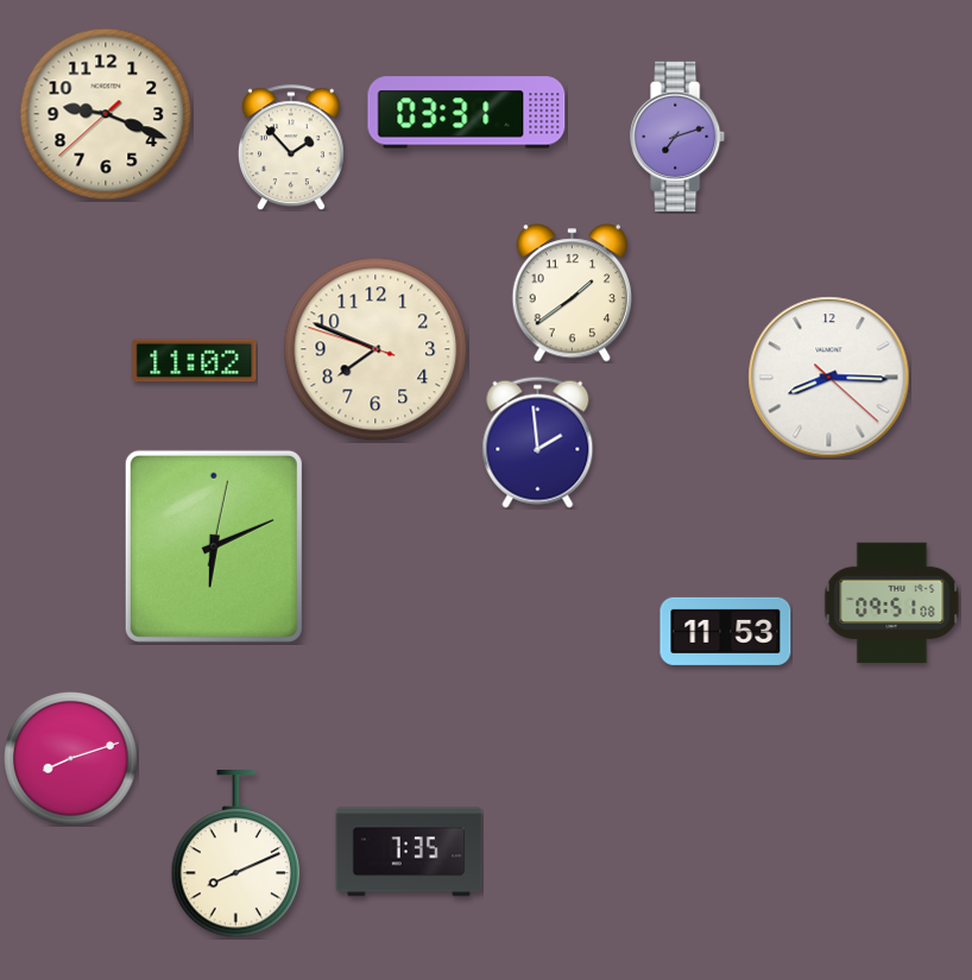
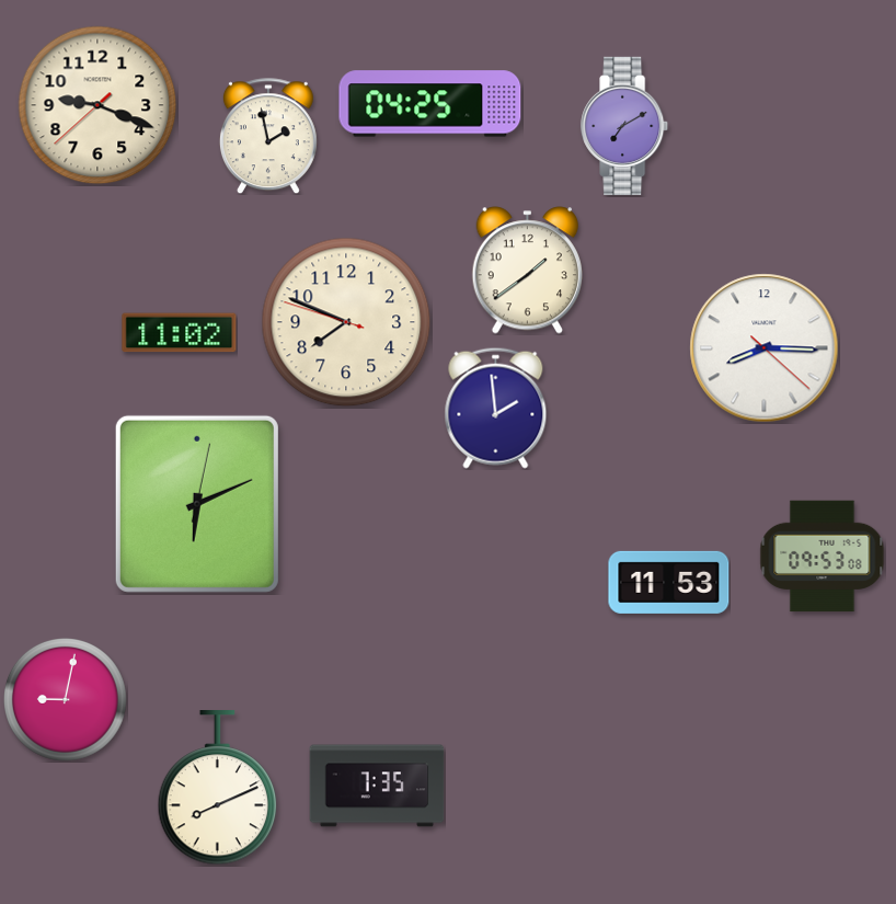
clock at (467, 113): 03:31 -> 04:25
clock at (678, 135): 7:12 -> 7:10
clock at (291, 147): 1:53 -> 1:58
clock at (892, 603): 09:51 -> 09:53
clock at (71, 759): 8:12 -> 9:02
